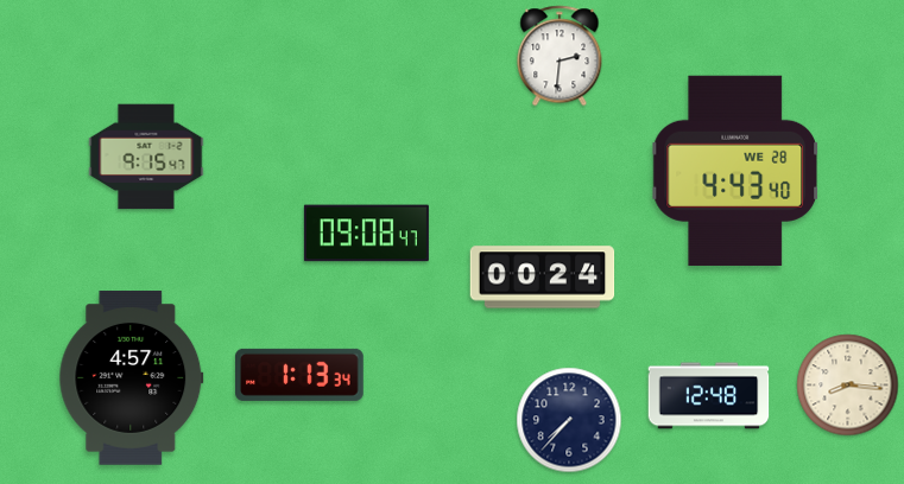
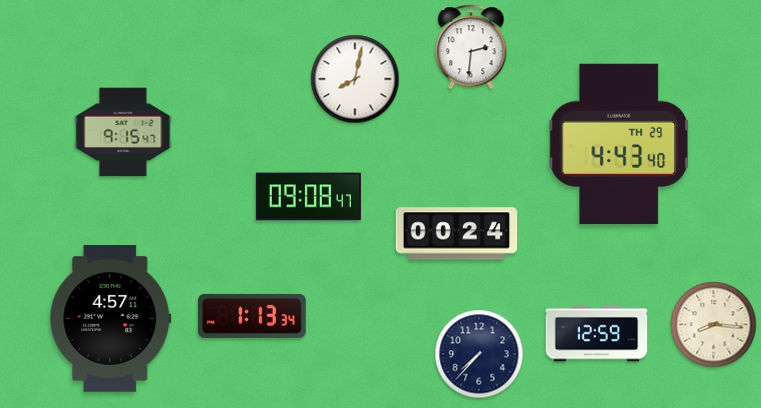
clock at (355, 79): none -> 8:02
clock at (735, 171) date: WE 28 -> TH 29
clock at (709, 396): 12:48 -> 12:59
